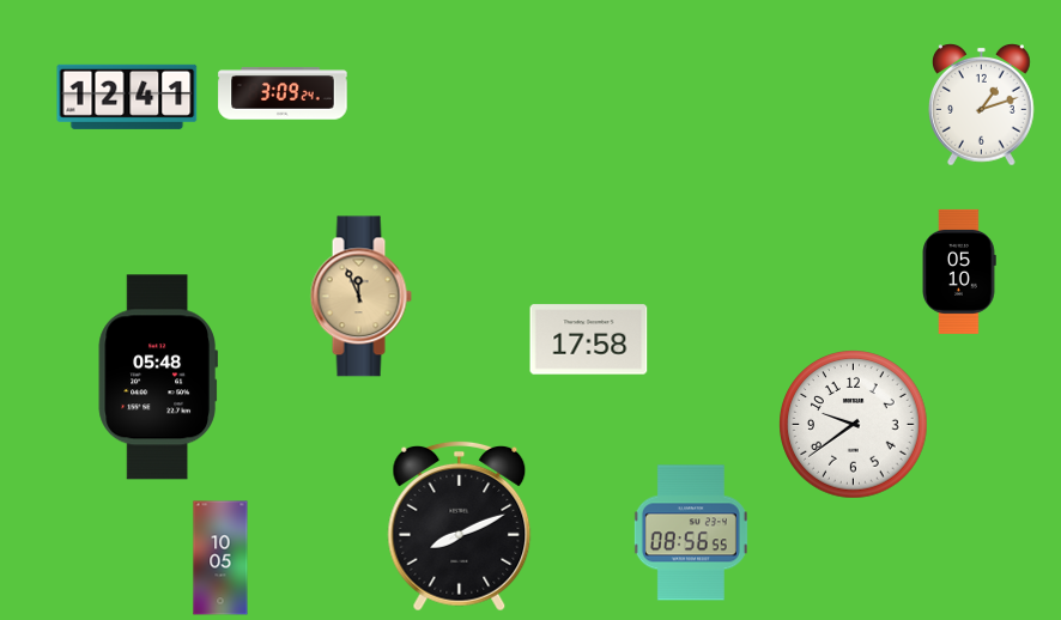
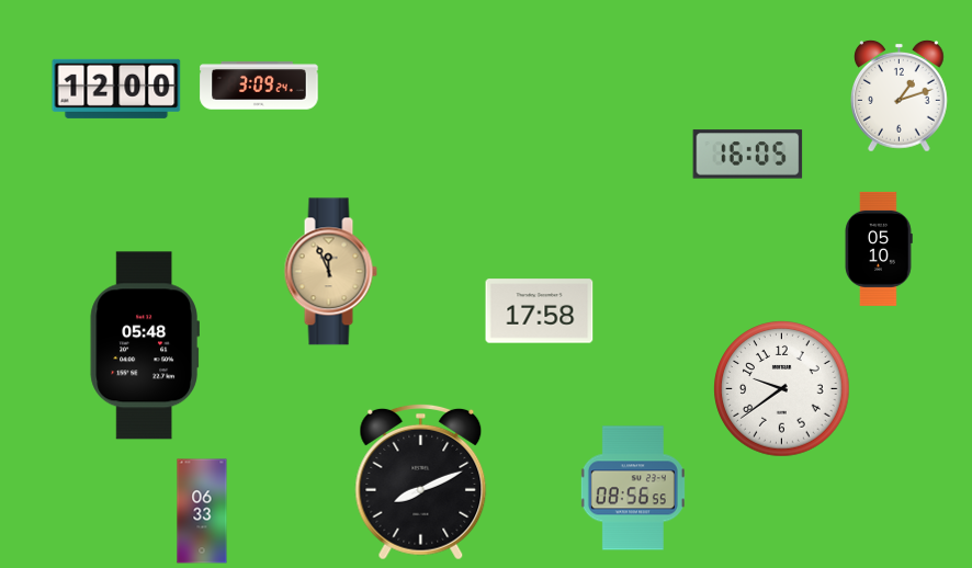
clock at (127, 97): 12:41 -> 12:00
clock at (748, 155): none -> 16:05
clock at (220, 558): 10:05 -> 06:33
